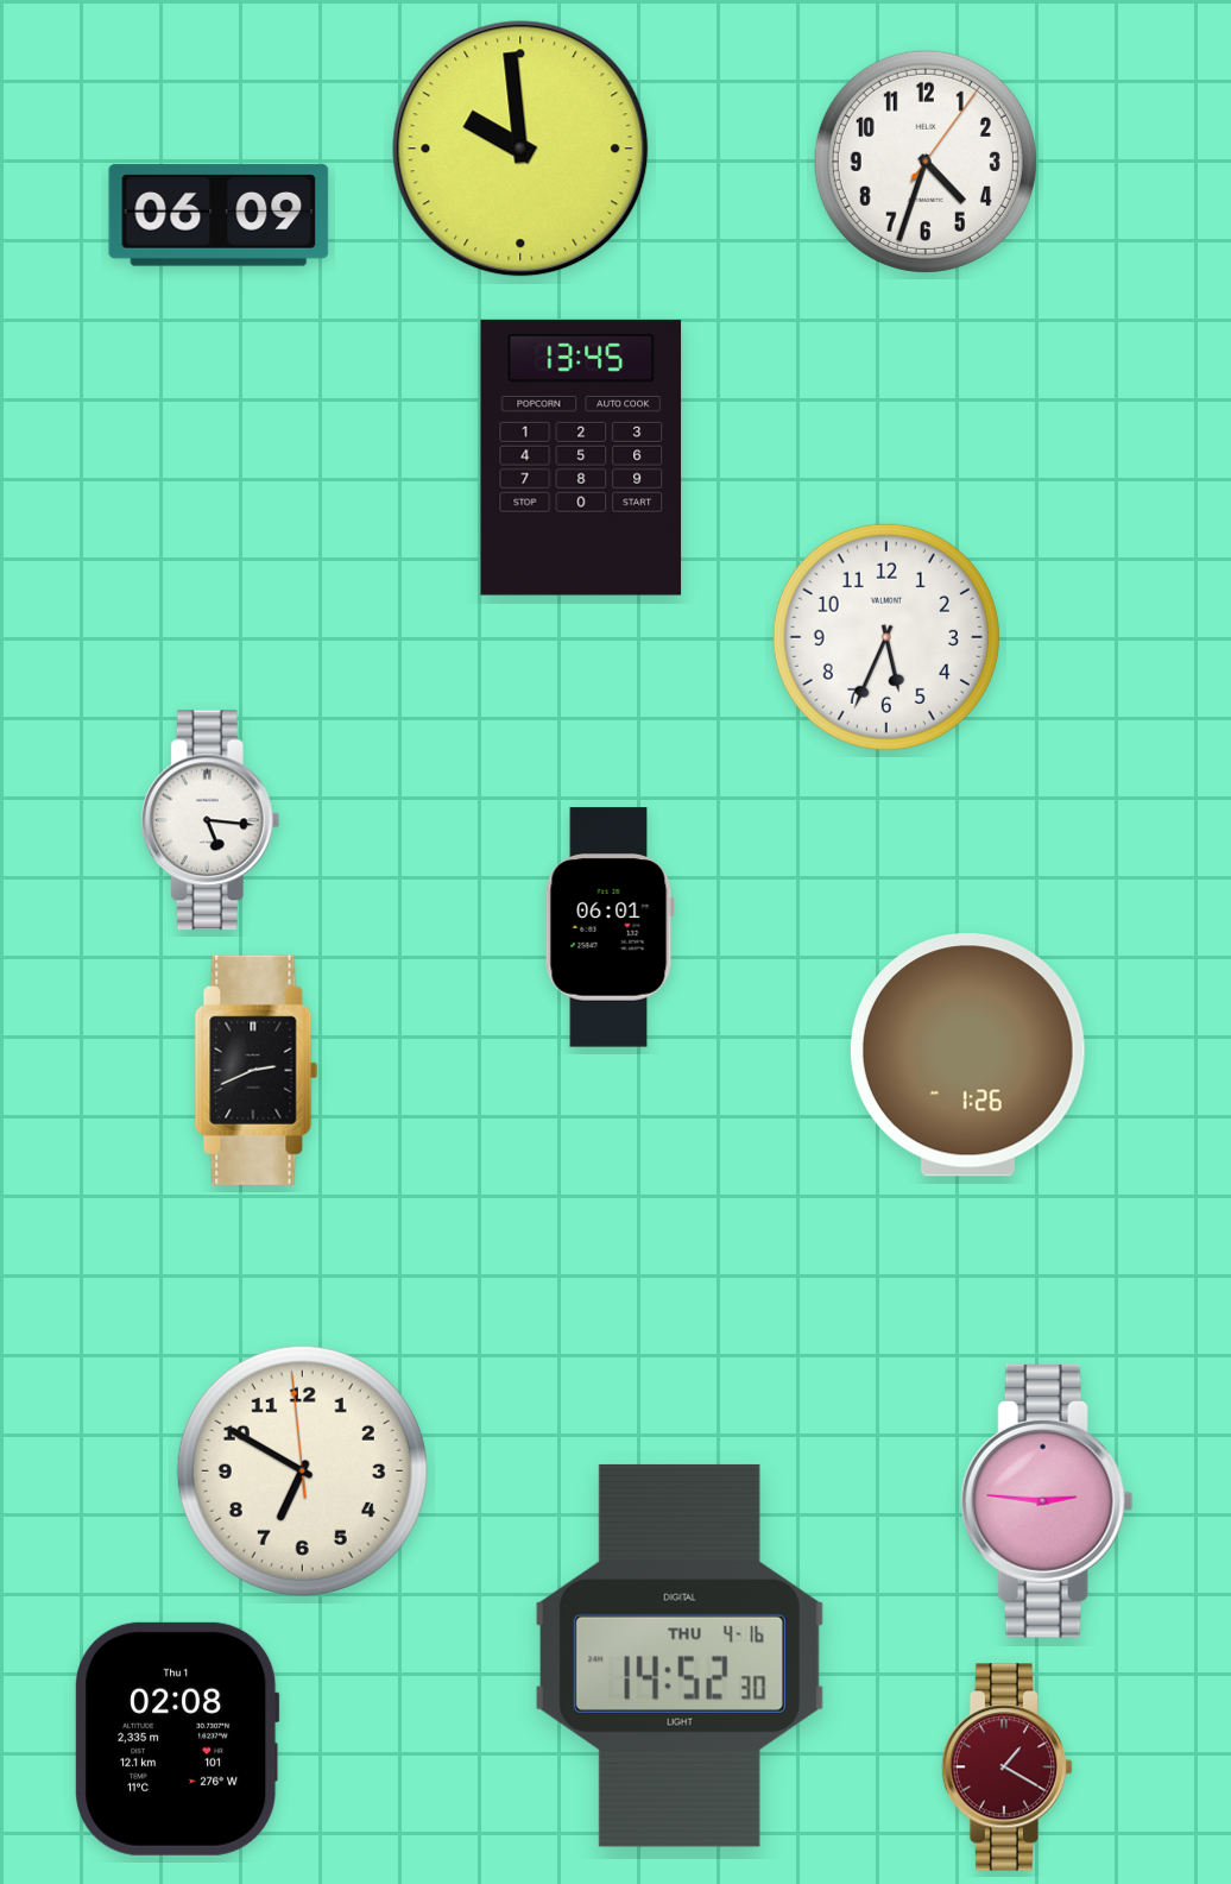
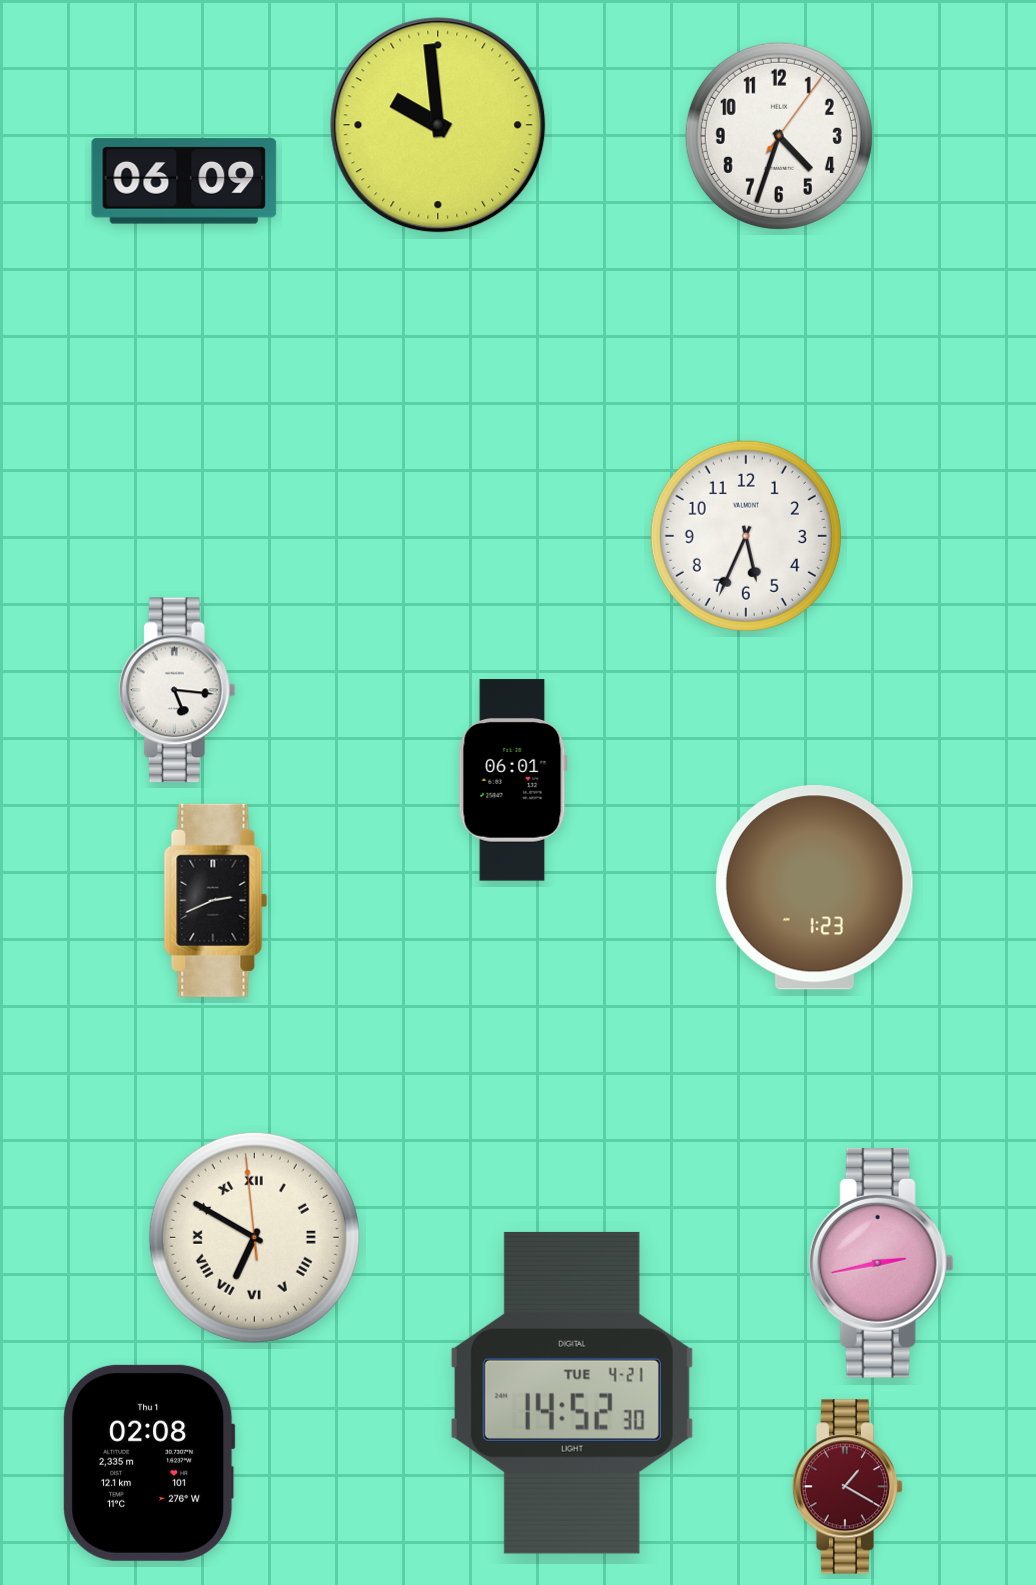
clock at (581, 459): 13:45 -> none
clock at (967, 1056): 1:26 -> 1:23
clock at (302, 1470) numerals: Arabic -> Roman
clock at (1047, 1501): 2:46 -> 2:43
clock at (680, 1656) date: THU 4-16 -> TUE 4-21
